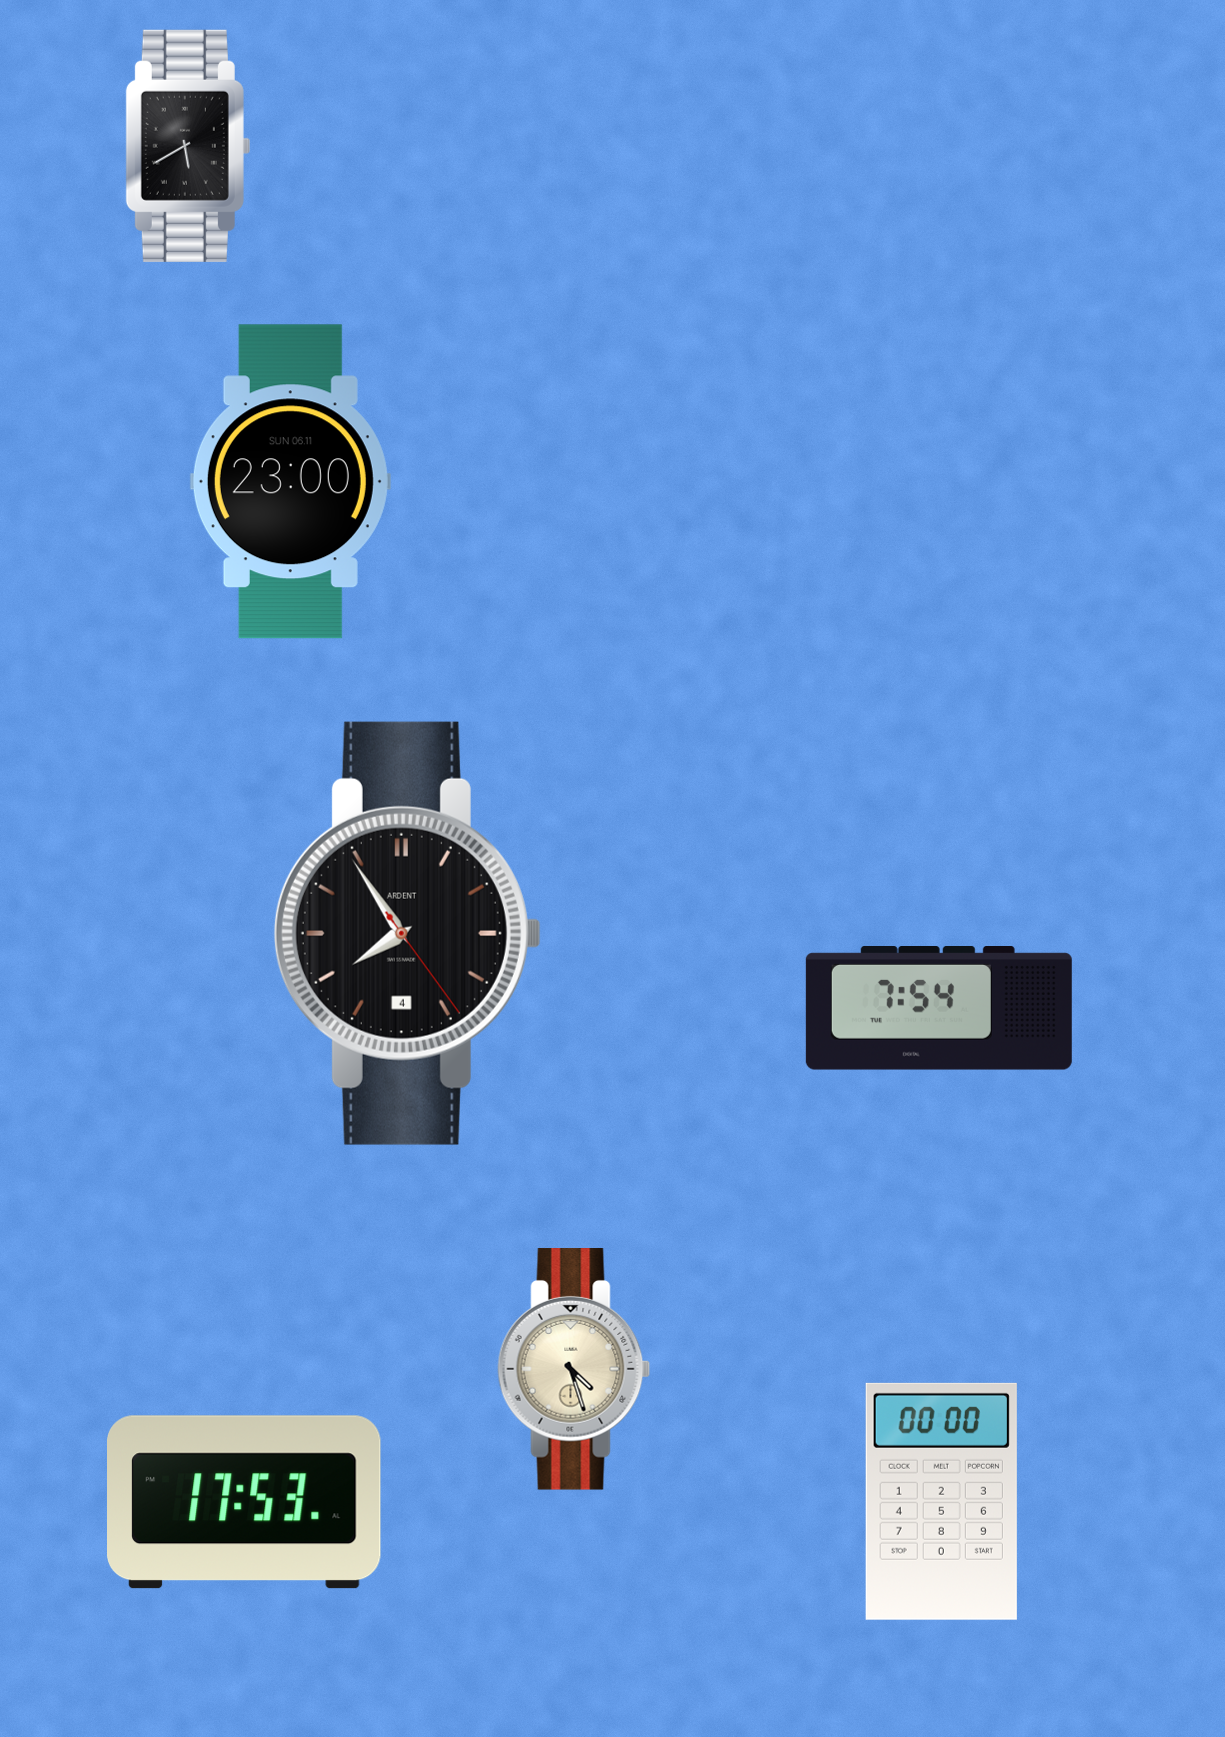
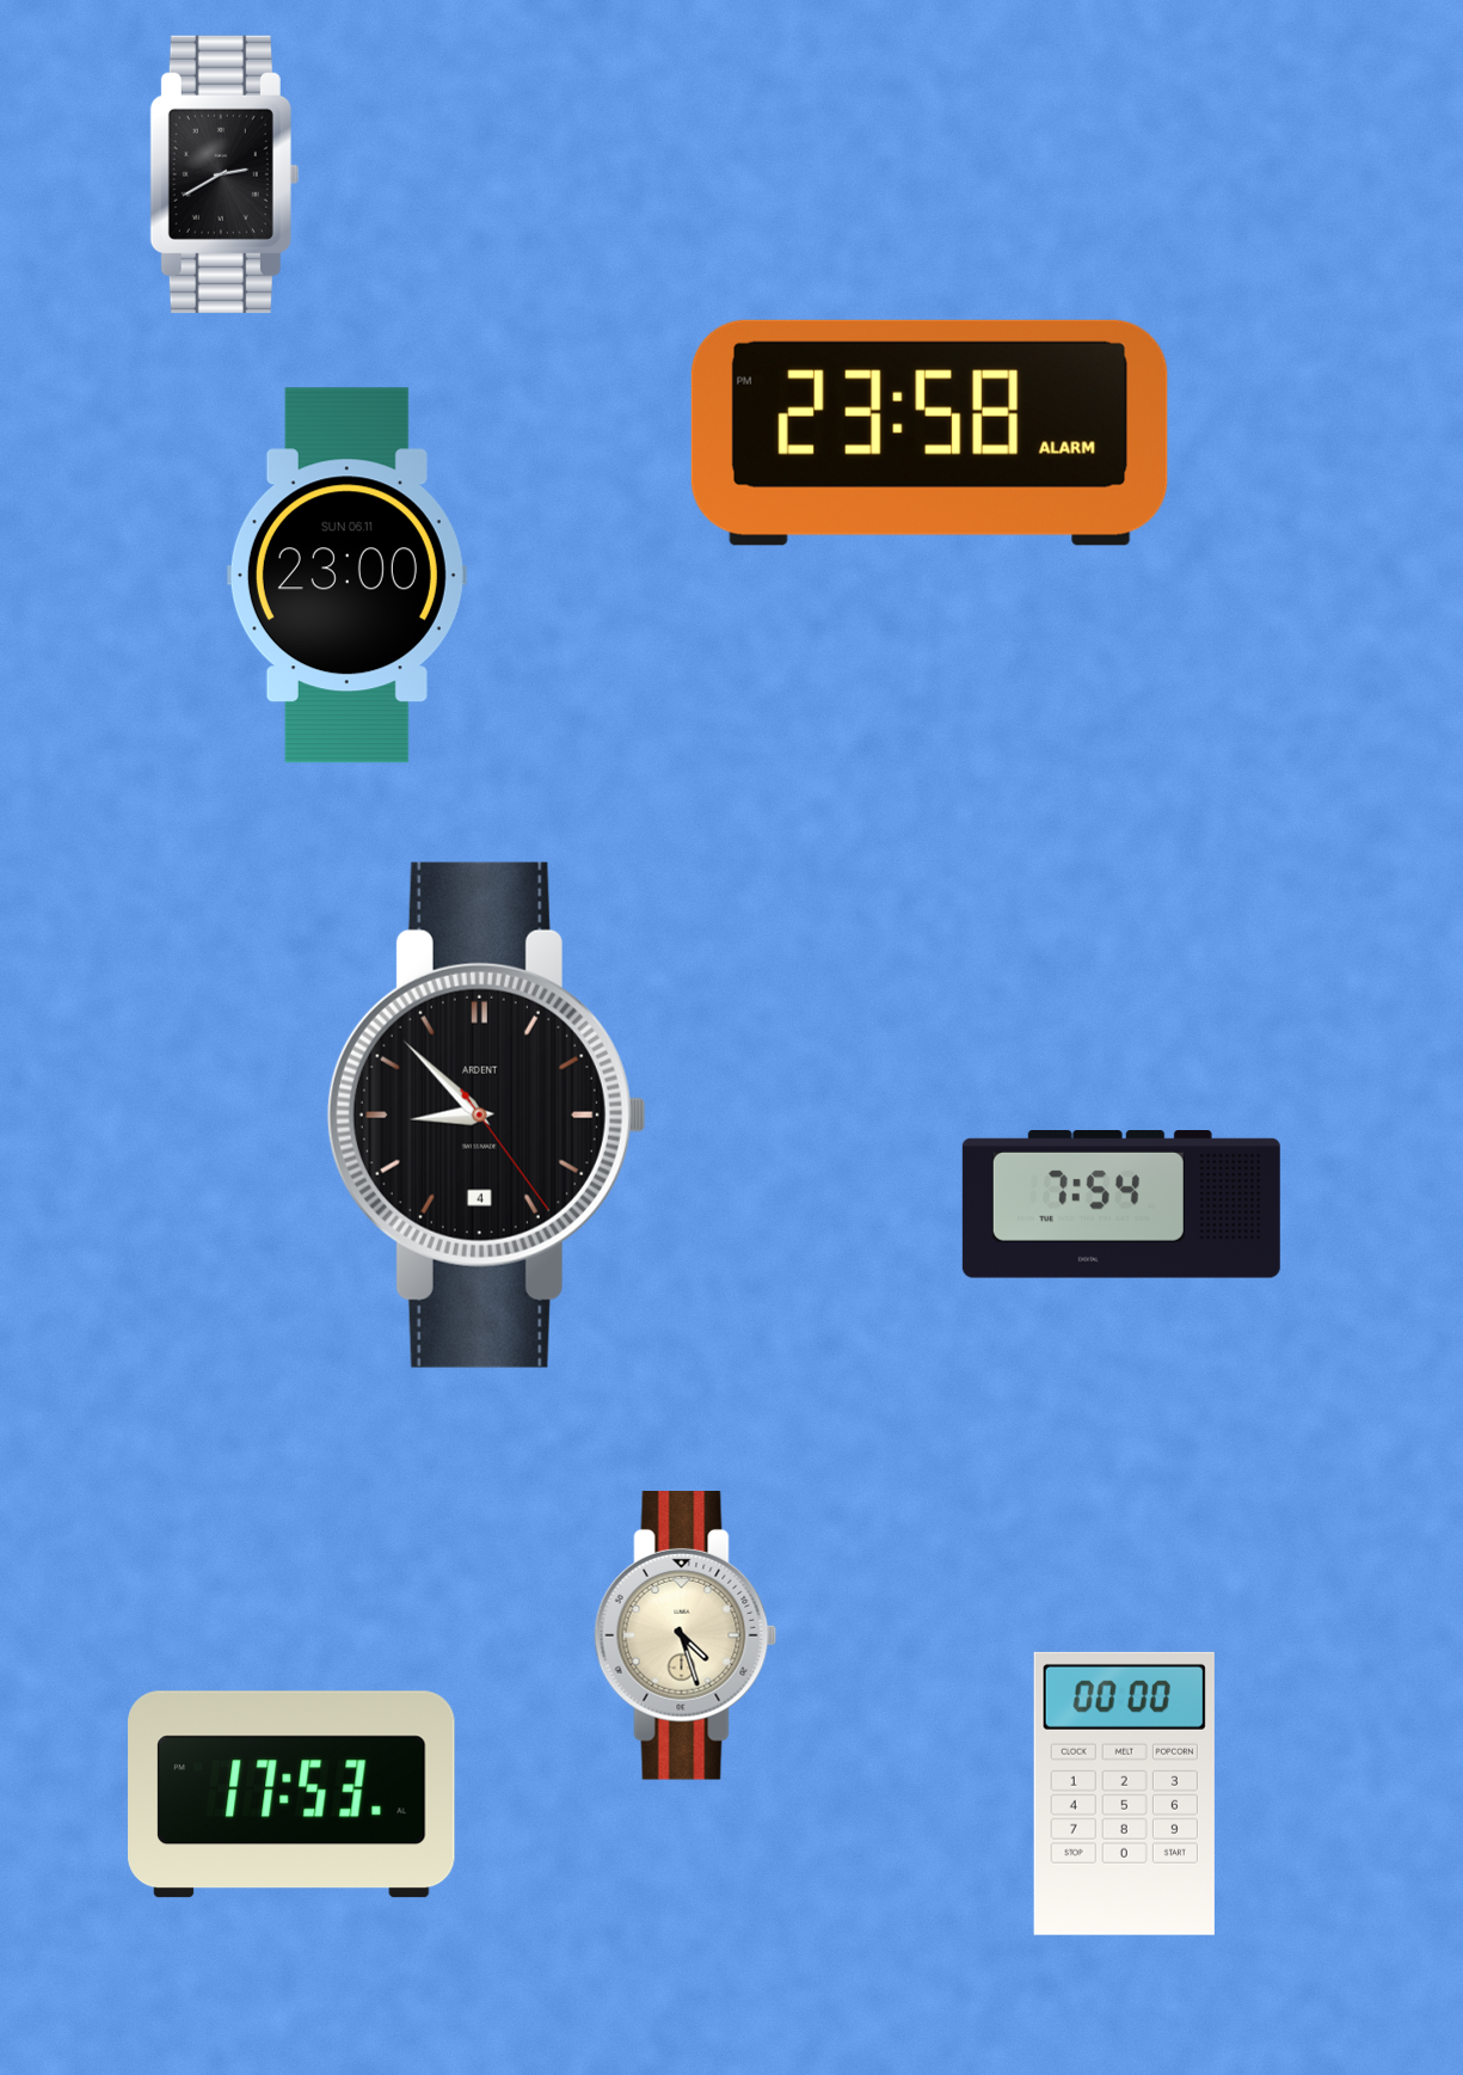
clock at (188, 146): 5:40 -> 2:40
clock at (929, 432): none -> 23:58
clock at (407, 933): 7:54 -> 8:52
